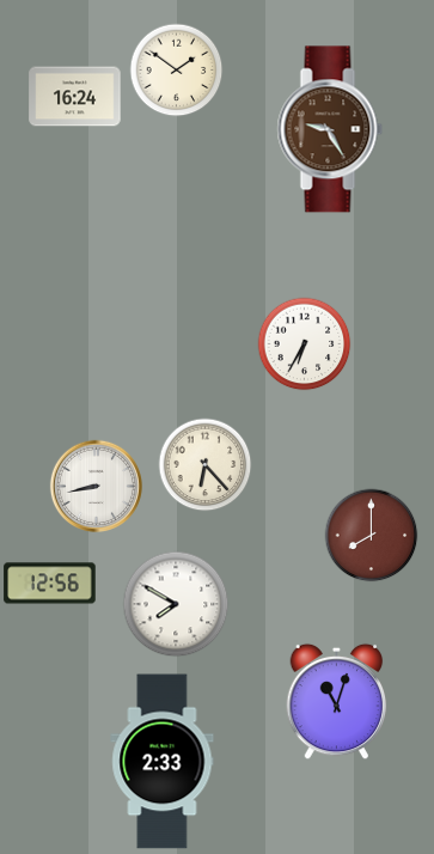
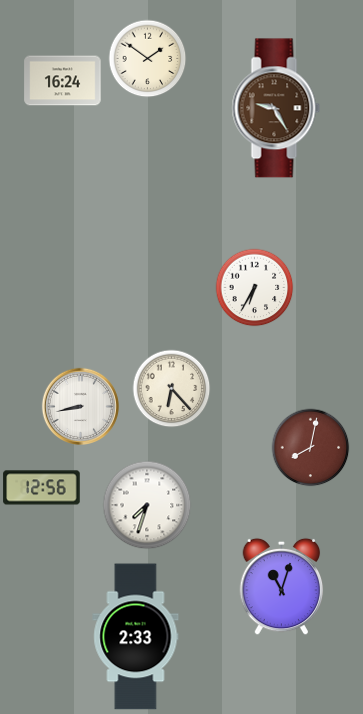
clock at (371, 535): 8:00 -> 8:02
clock at (176, 604): 7:50 -> 7:33
